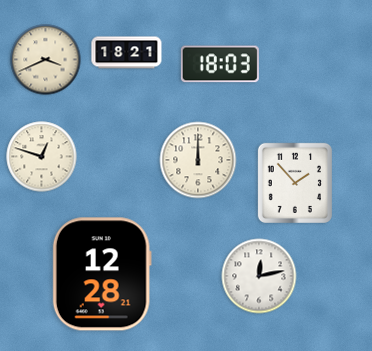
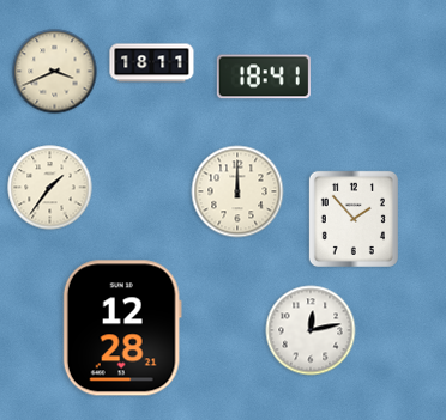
clock at (127, 53): 18:21 -> 18:11
clock at (220, 64): 18:03 -> 18:41
clock at (42, 157): 12:48 -> 1:36
